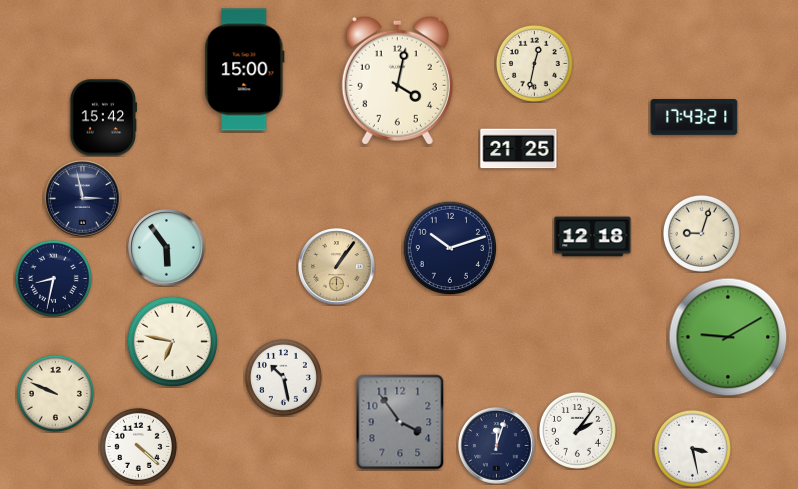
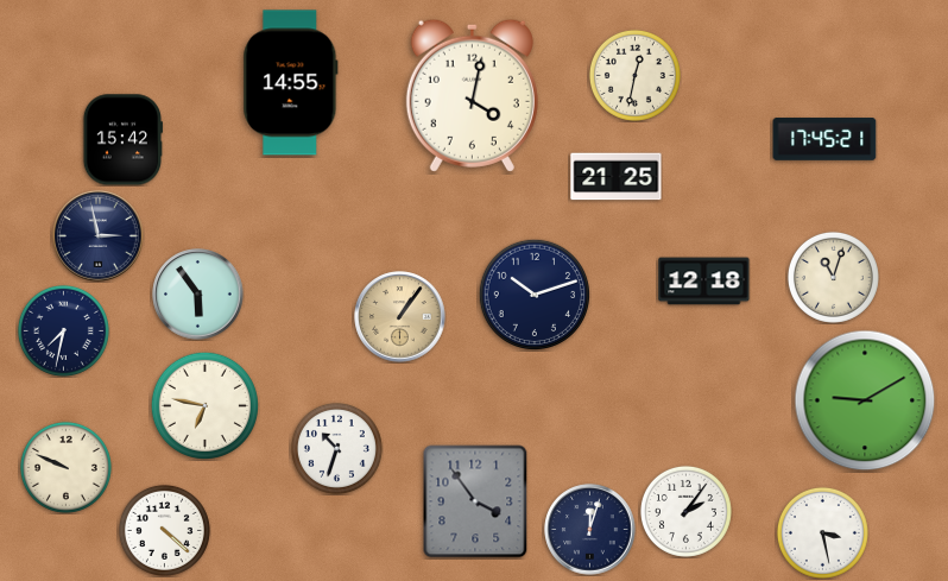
clock at (245, 70): 15:00 -> 14:55
clock at (694, 117): 17:43 -> 17:45
clock at (701, 233): 9:03 -> 11:03
clock at (53, 278): 8:32 -> 7:32
clock at (283, 377): 10:28 -> 10:33
